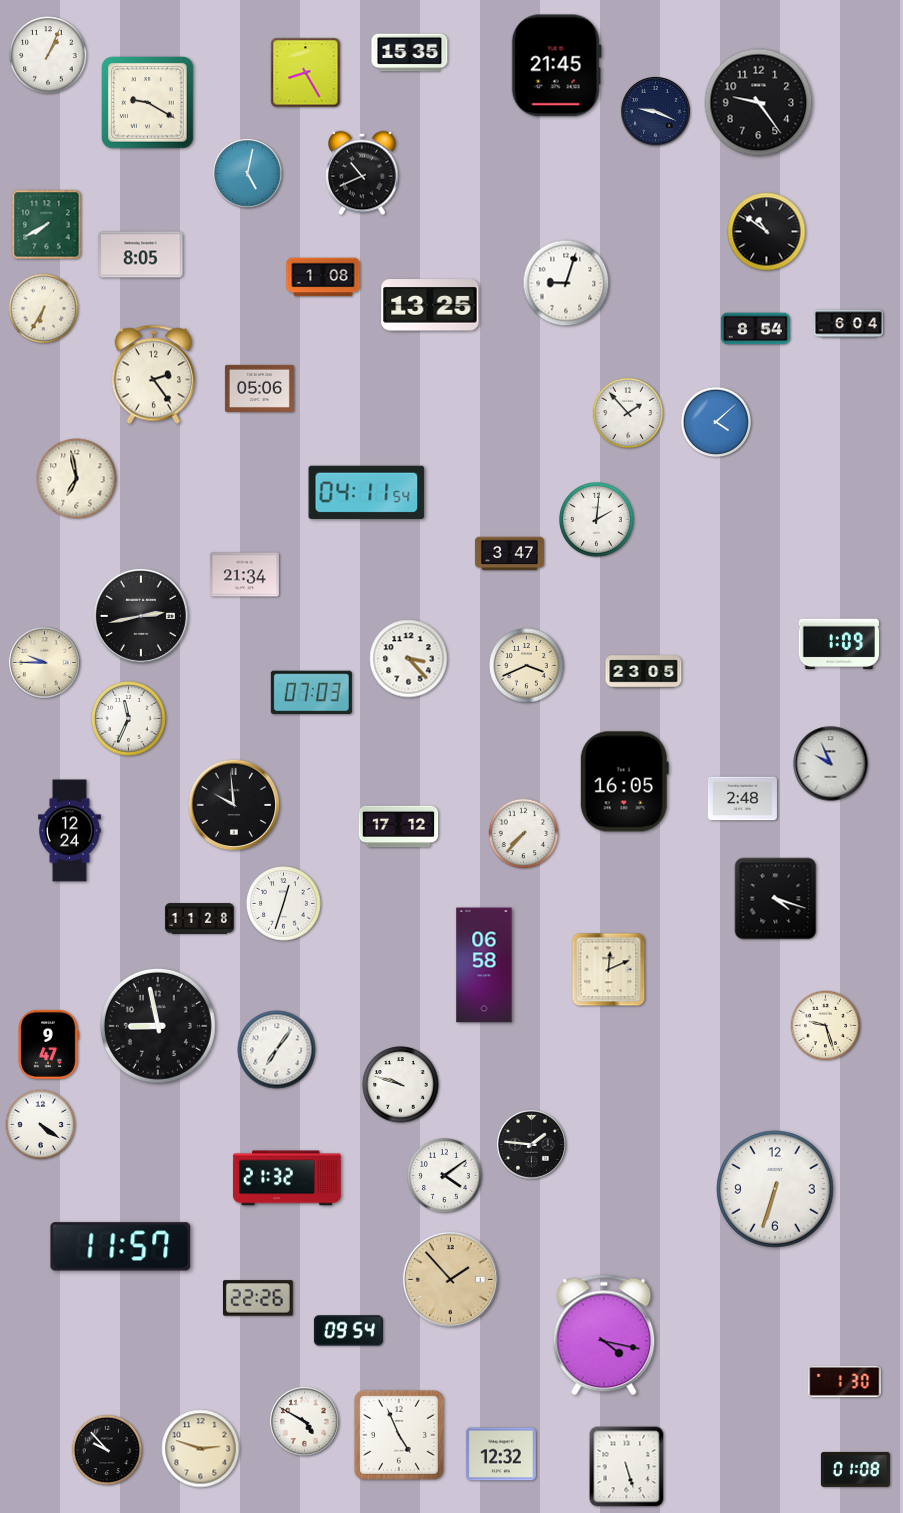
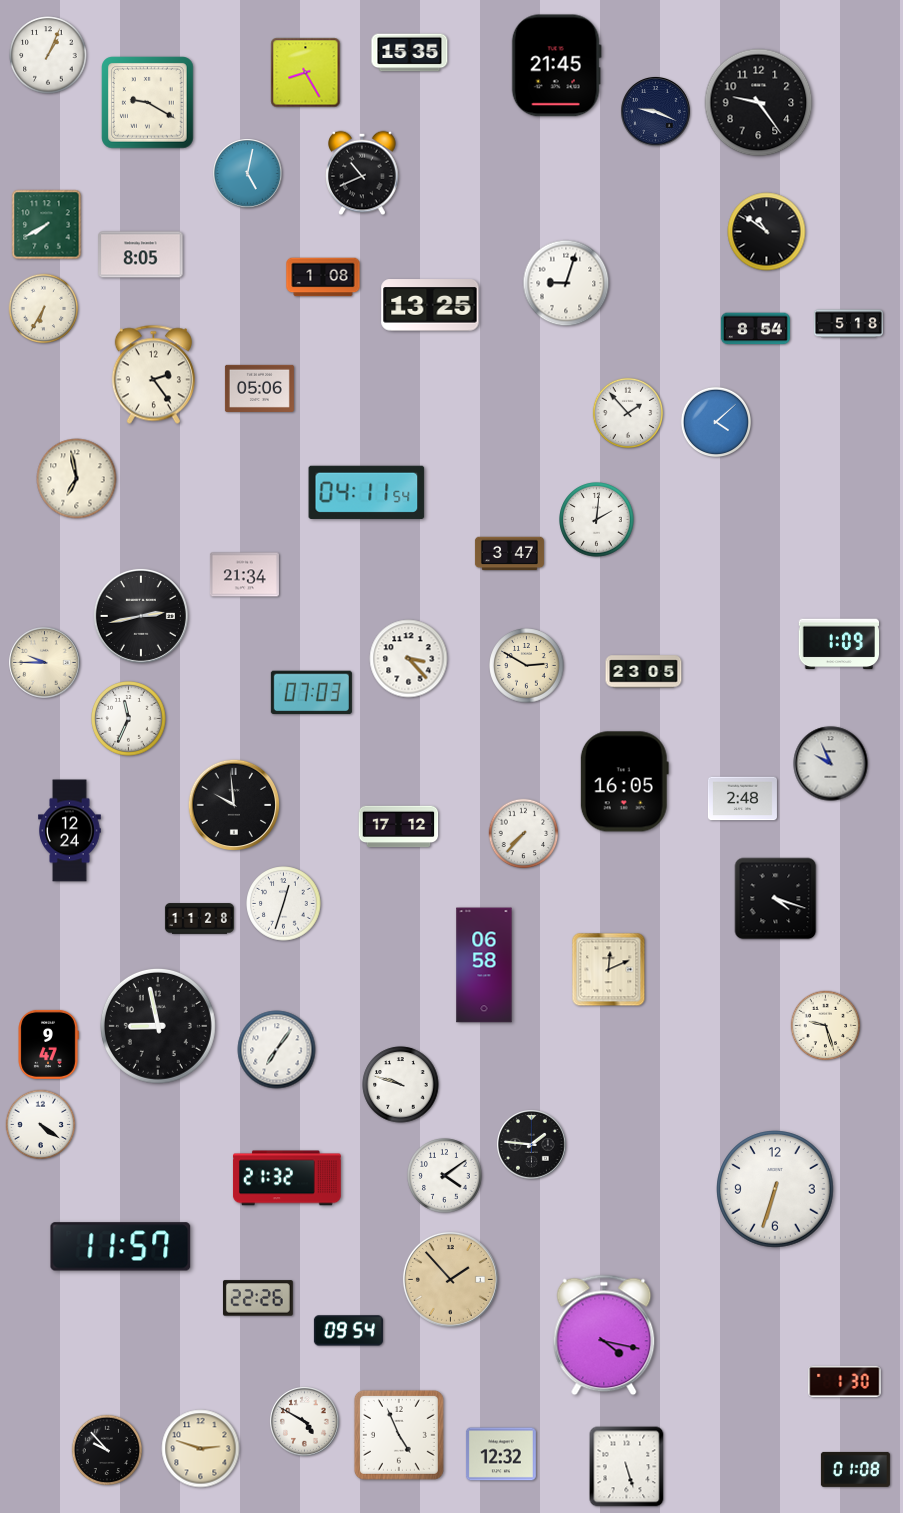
clock at (848, 324): 6:04 -> 5:18
clock at (527, 666): 3:41 -> 2:50
